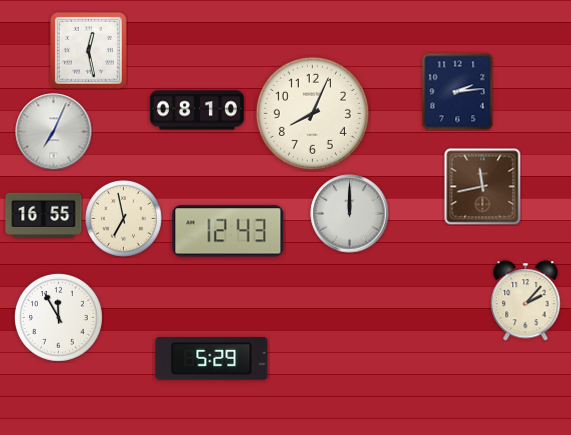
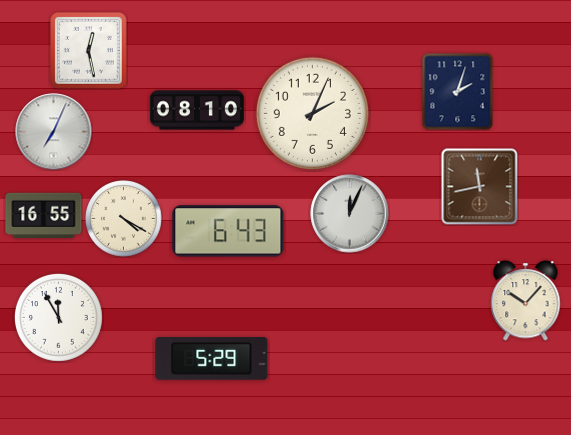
clock at (458, 91): 2:14 -> 2:03
clock at (312, 113): 8:04 -> 2:04
clock at (483, 187) position: (483, 187) -> (480, 187)
clock at (350, 214): 12:00 -> 12:04
clock at (124, 219): 6:58 -> 4:20
clock at (228, 231): 12:43 -> 6:43
clock at (526, 301): 2:07 -> 10:07
